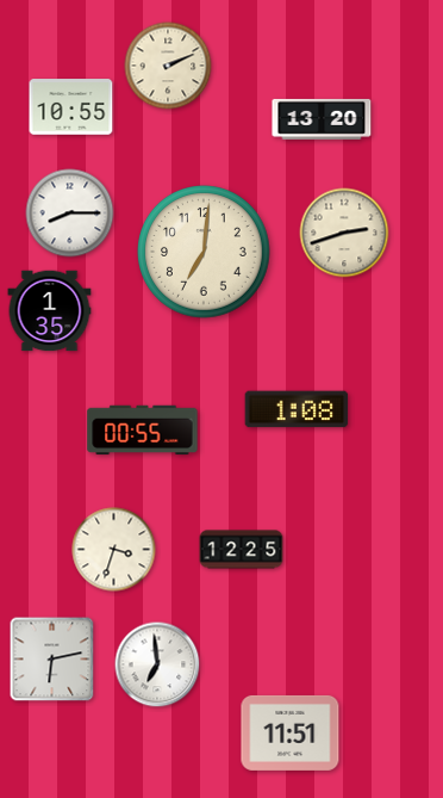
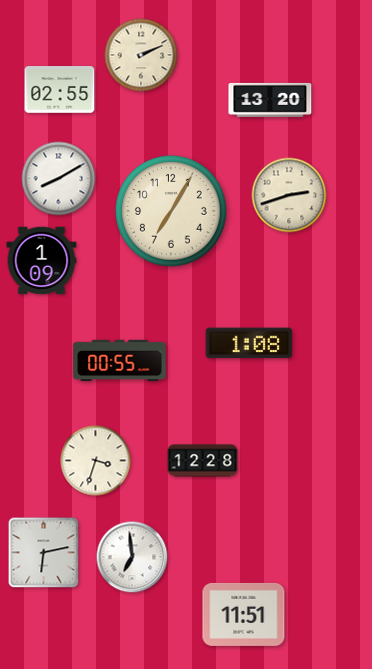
clock at (71, 107): 10:55 -> 02:55
clock at (70, 214): 8:15 -> 8:10
clock at (204, 252): 7:01 -> 7:05
clock at (50, 311): 1:35 -> 1:09
clock at (242, 550): 12:25 -> 12:28
